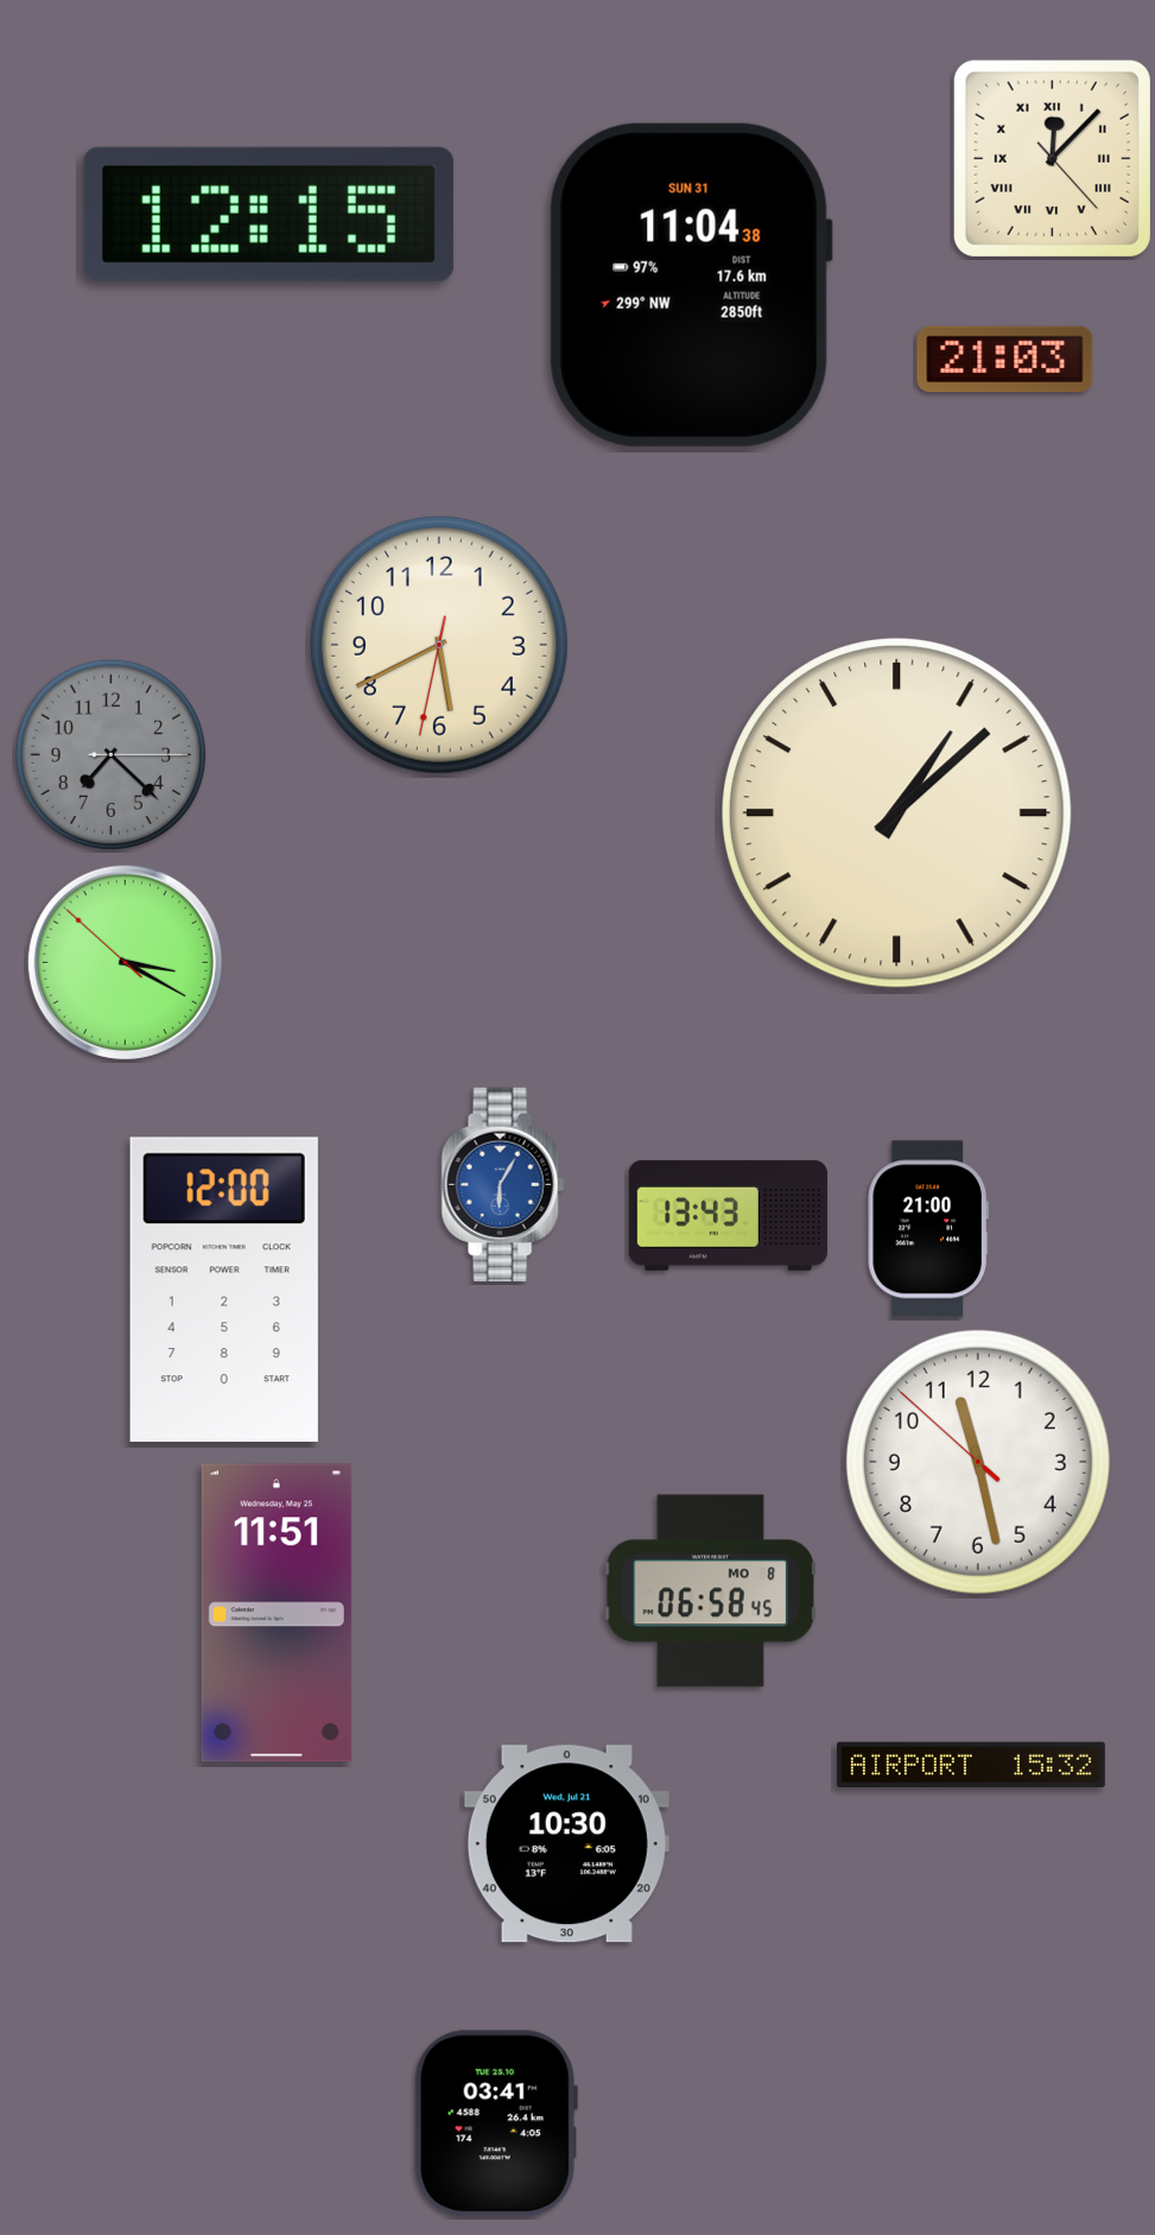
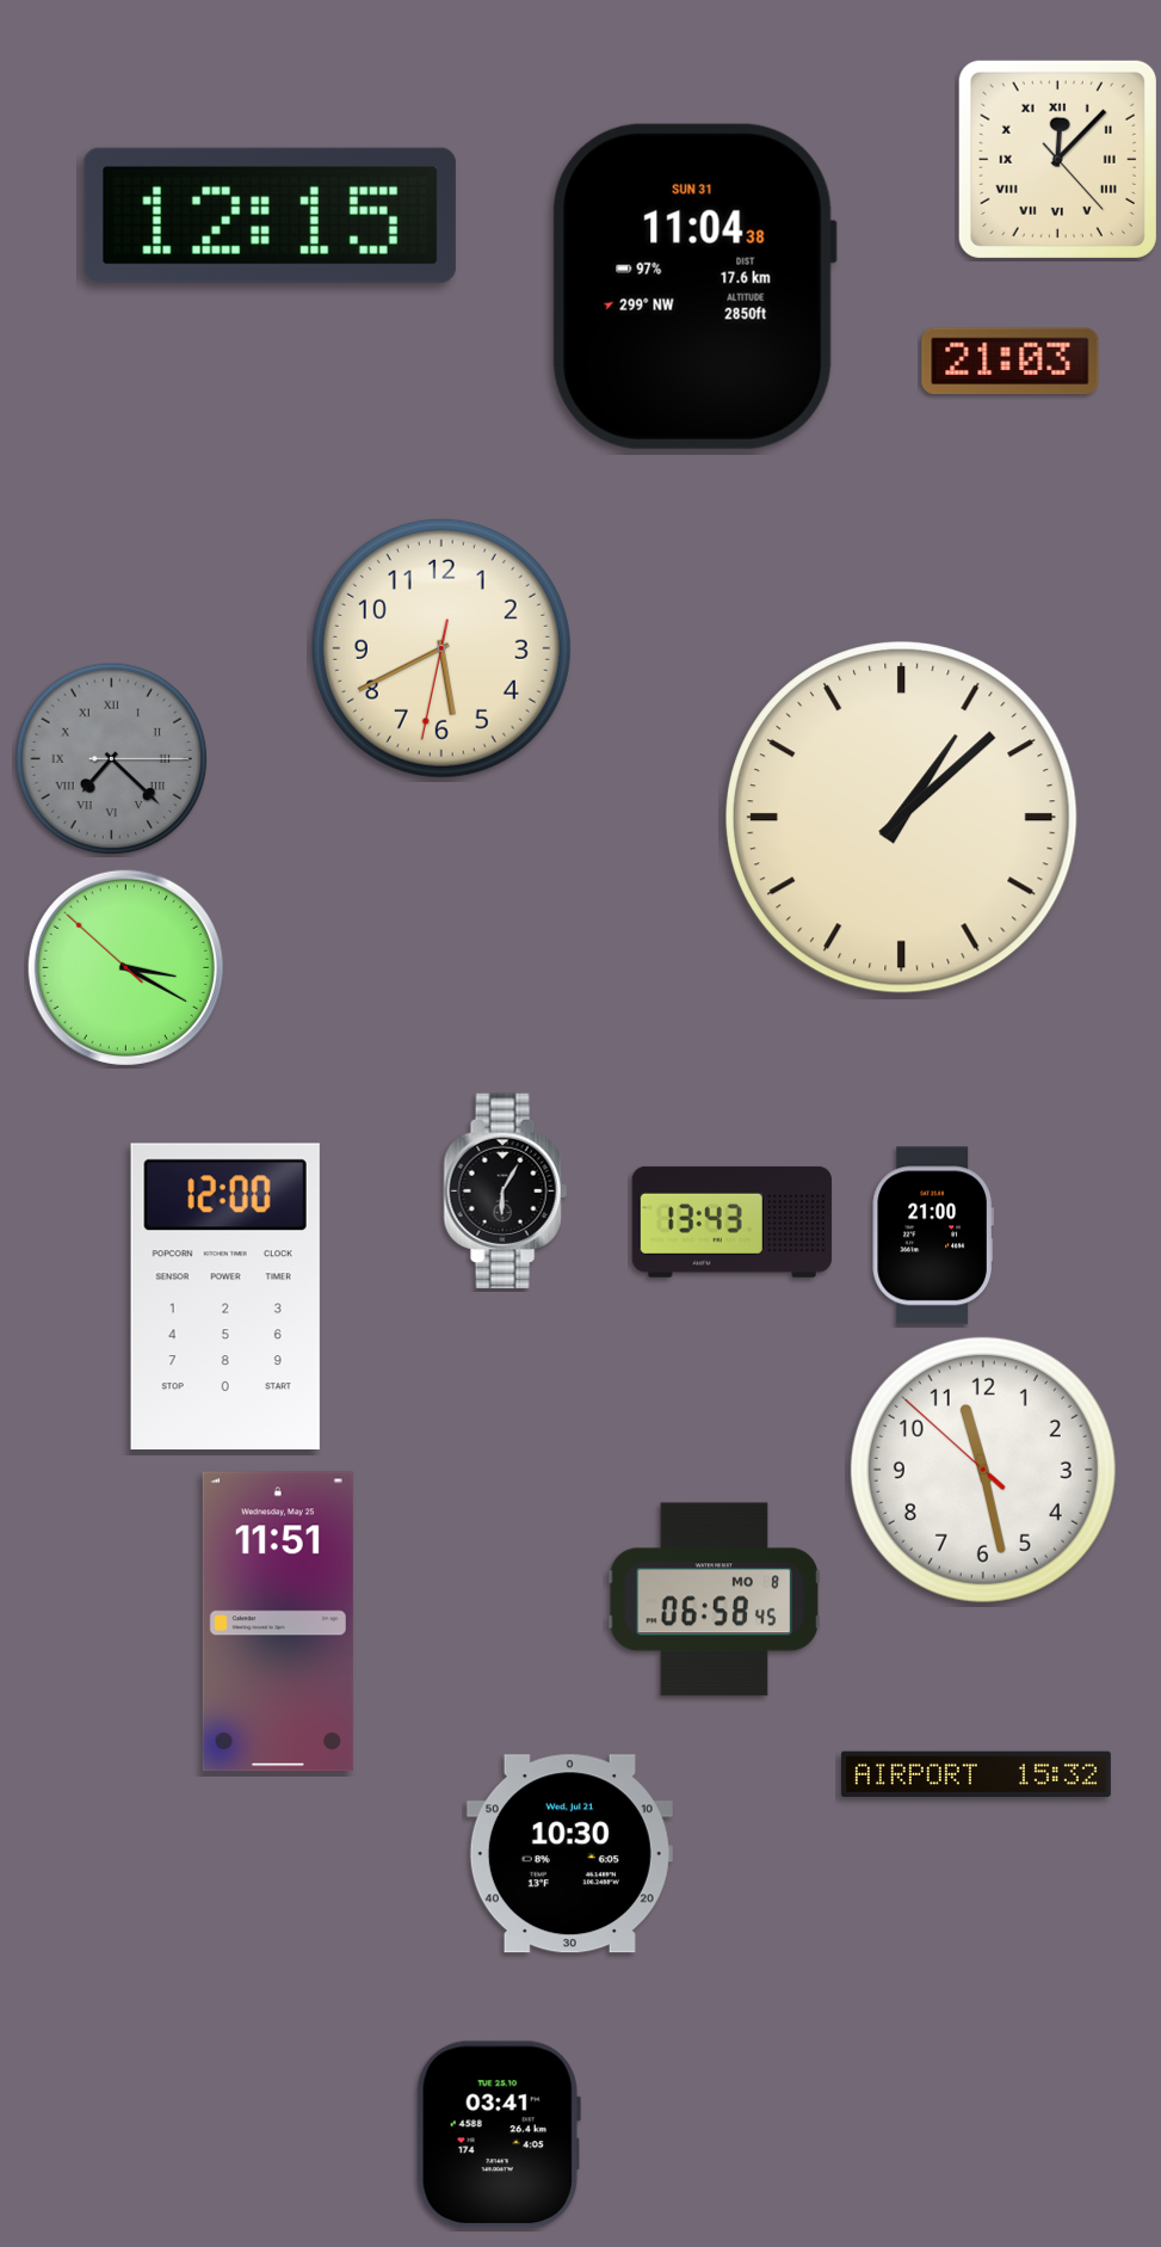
clock at (112, 755) numerals: Arabic -> Roman
clock at (502, 1185) dial: blue -> black
